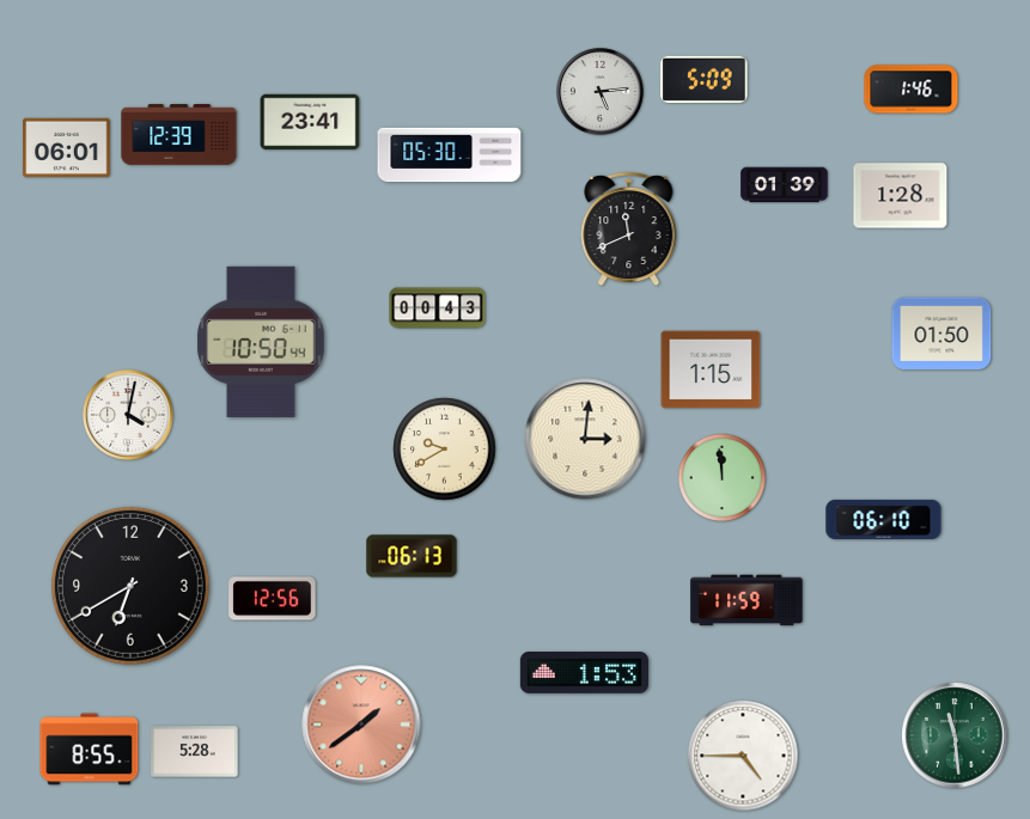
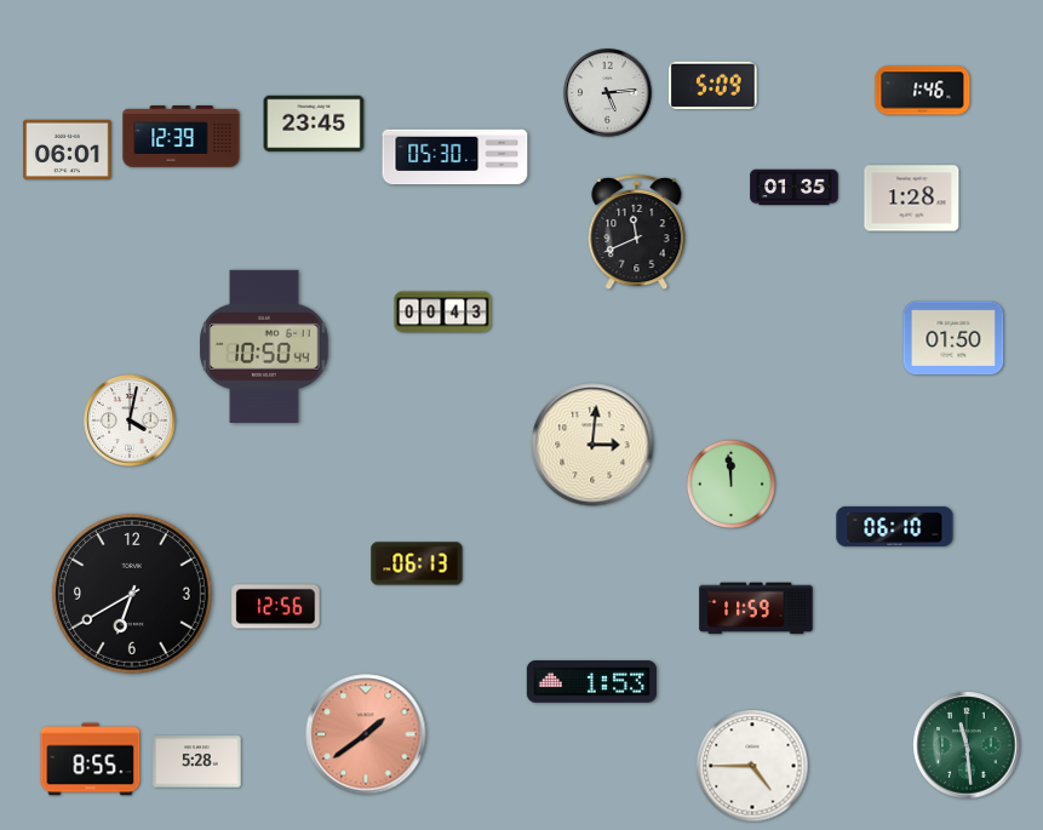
clock at (705, 79) position: (705, 79) -> (714, 85)
clock at (310, 122): 23:41 -> 23:45
clock at (785, 185): 01:39 -> 01:35
clock at (711, 369): 1:15 -> none
clock at (445, 450): 9:40 -> none
